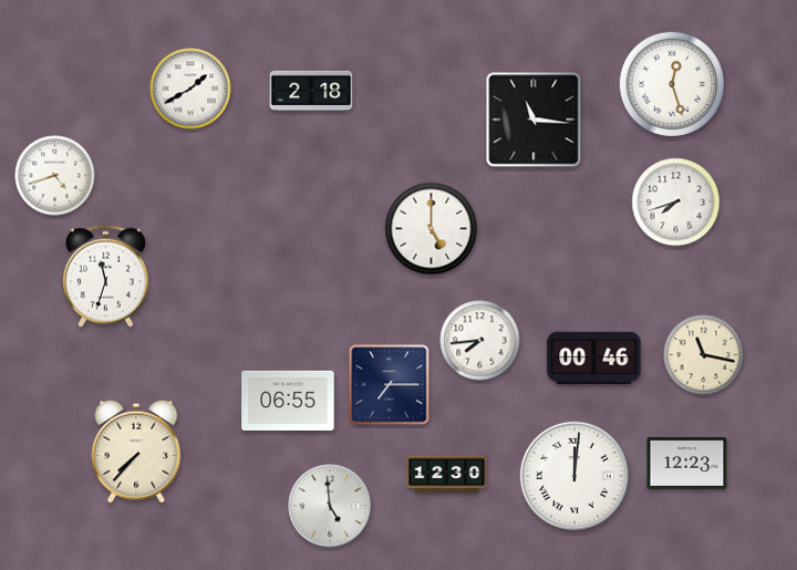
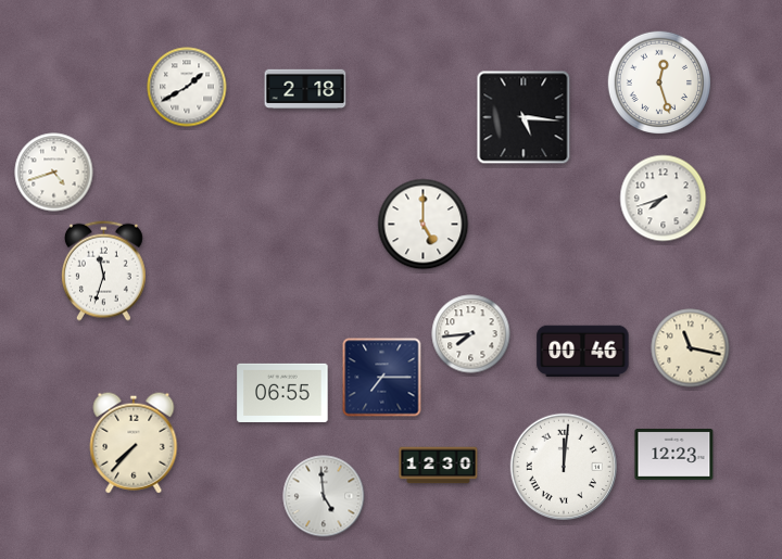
clock at (534, 120): 11:16 -> 5:16
